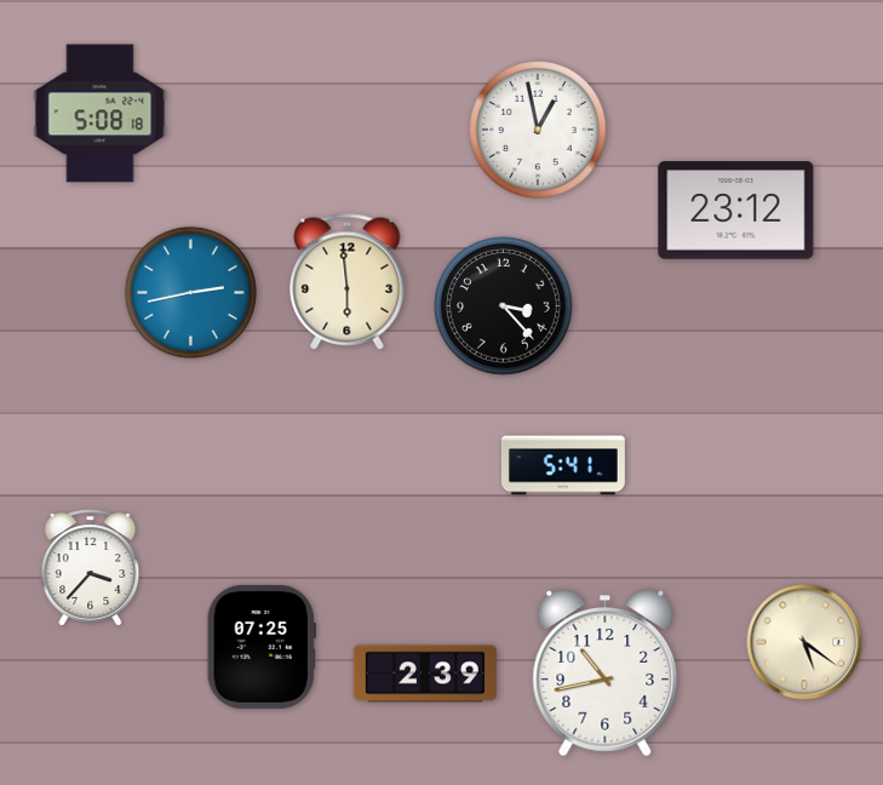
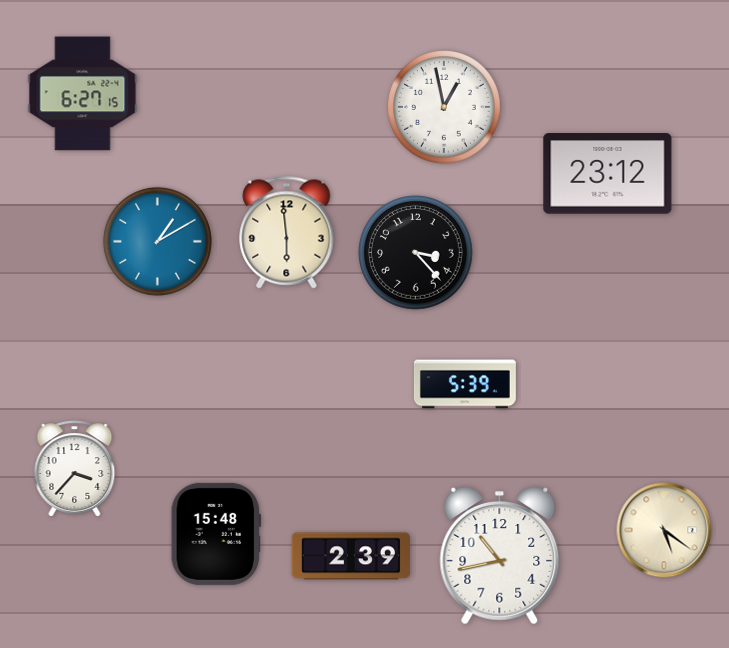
clock at (101, 114): 5:08 -> 6:27
clock at (190, 292): 2:43 -> 1:10
clock at (563, 465): 5:41 -> 5:39
clock at (262, 647): 07:25 -> 15:48
